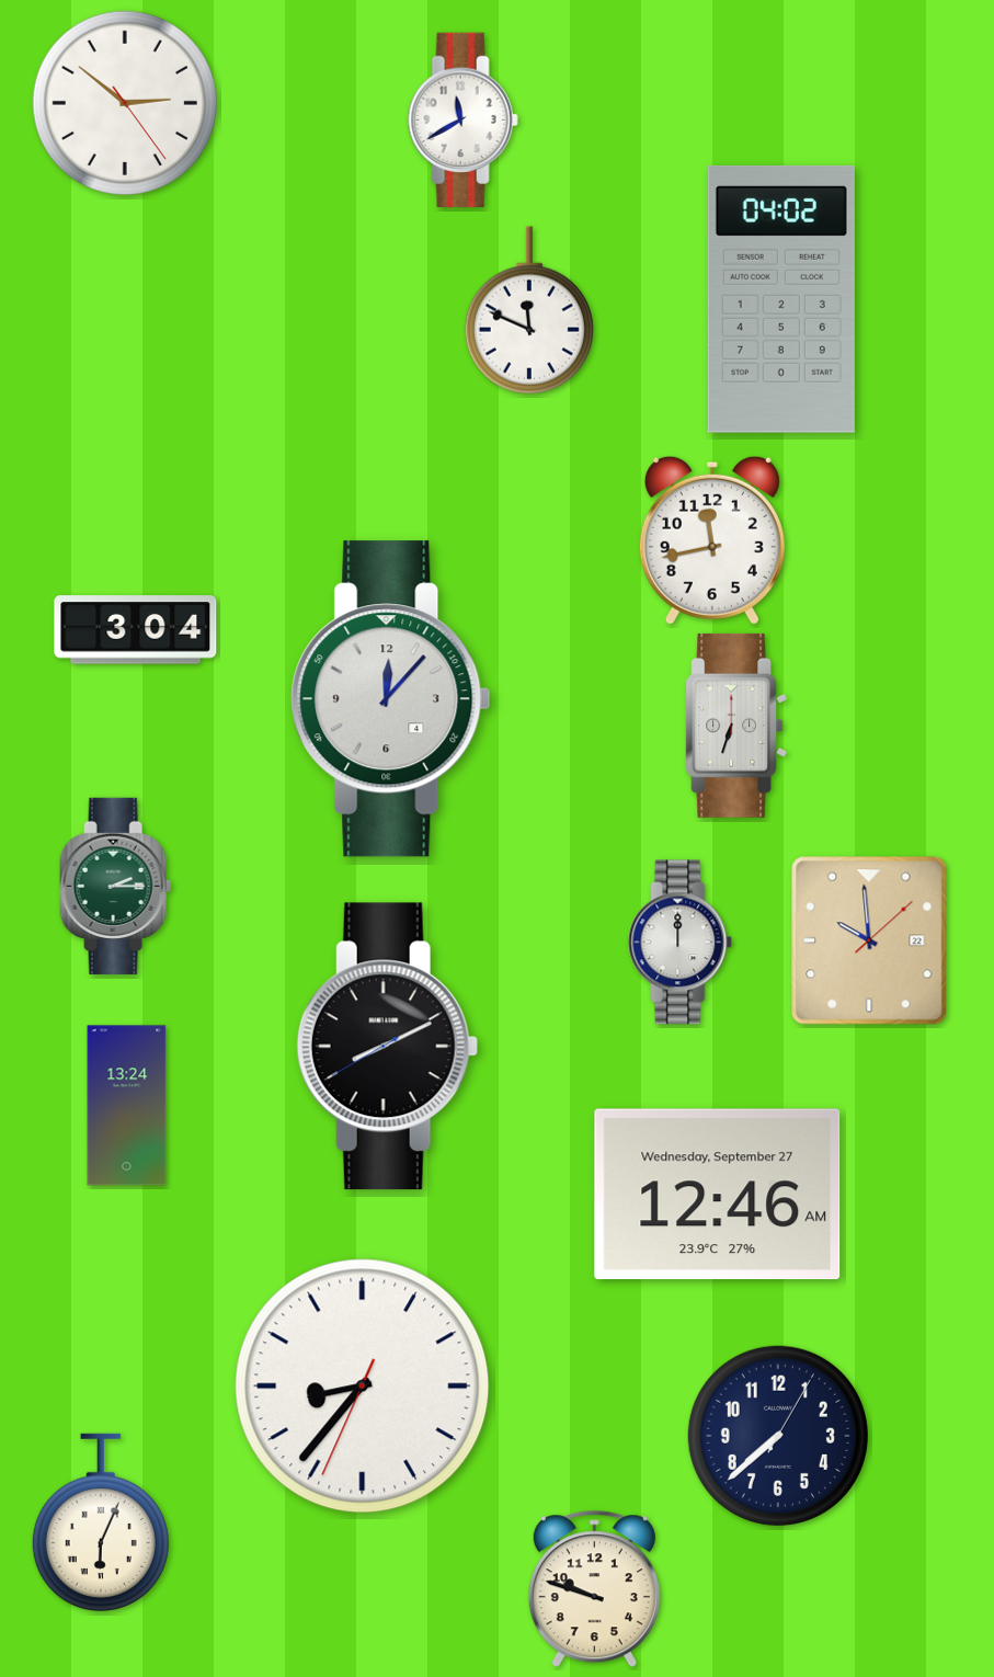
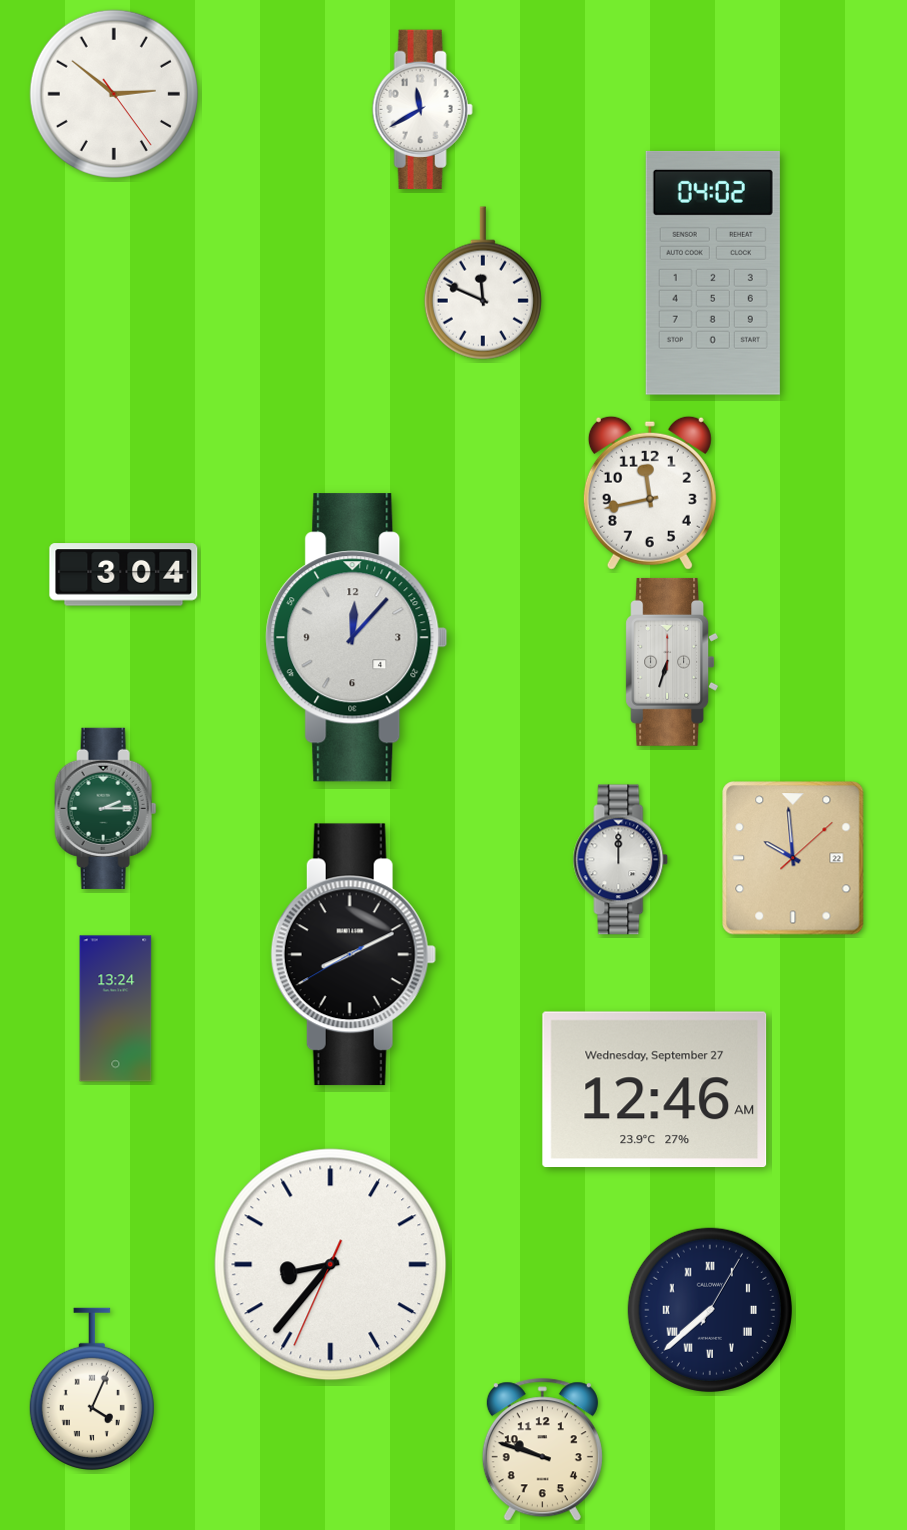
clock at (778, 1436) numerals: Arabic -> Roman
clock at (101, 1522): 6:04 -> 4:04
